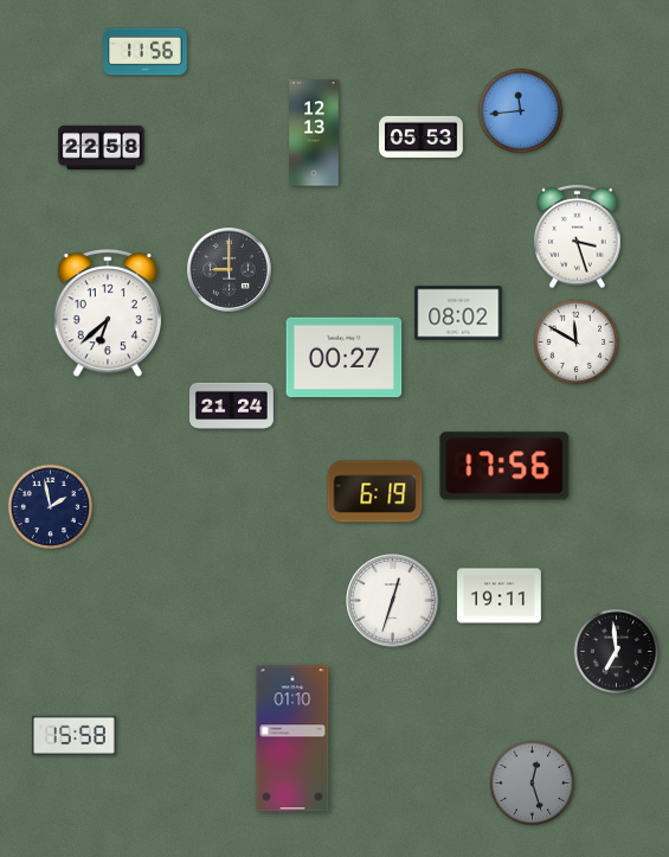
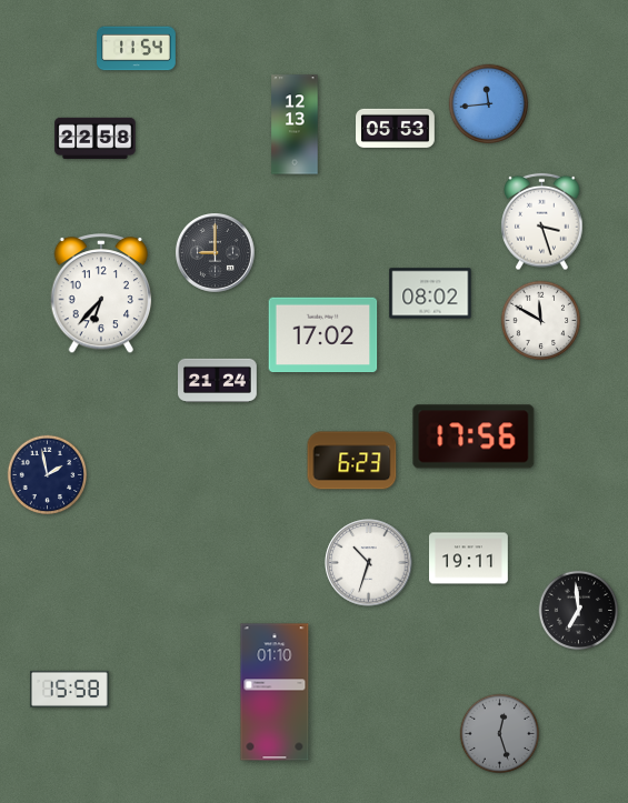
clock at (146, 52): 11:56 -> 11:54
clock at (108, 314): 6:38 -> 6:37
clock at (345, 358): 00:27 -> 17:02
clock at (375, 492): 6:19 -> 6:23
clock at (393, 601): 12:33 -> 10:33
